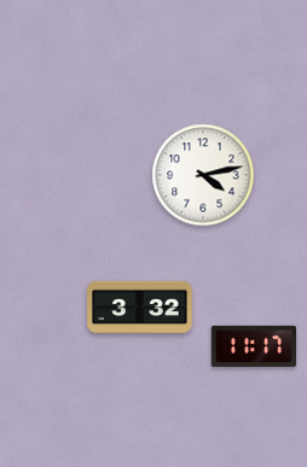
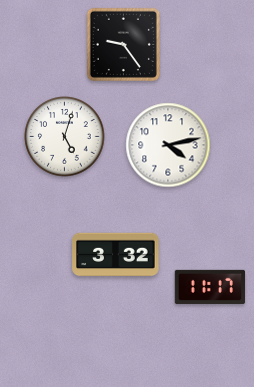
clock at (123, 44): none -> 9:24
clock at (65, 137): none -> 5:03
